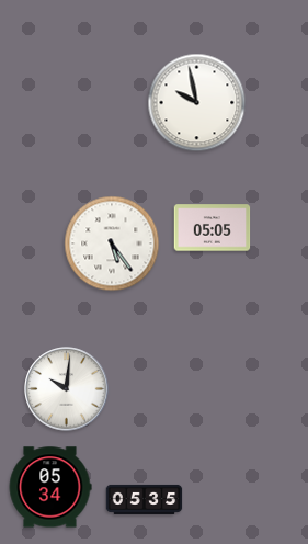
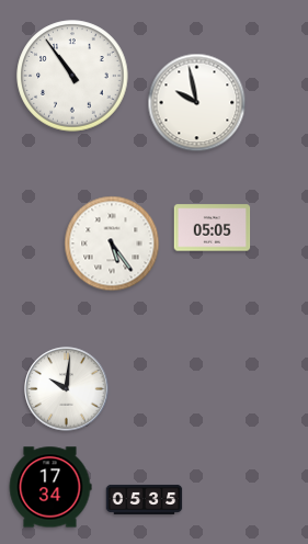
clock at (72, 76): none -> 10:54
clock at (50, 487): 05:34 -> 17:34
